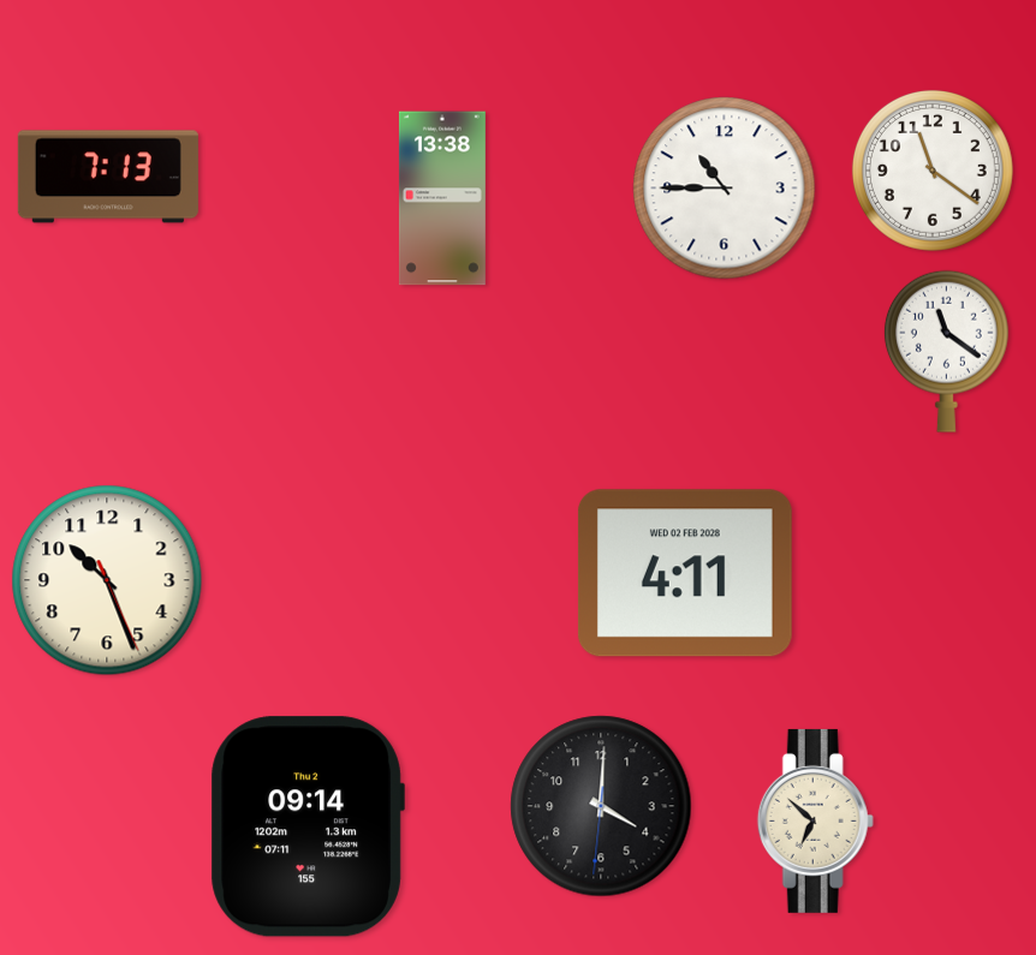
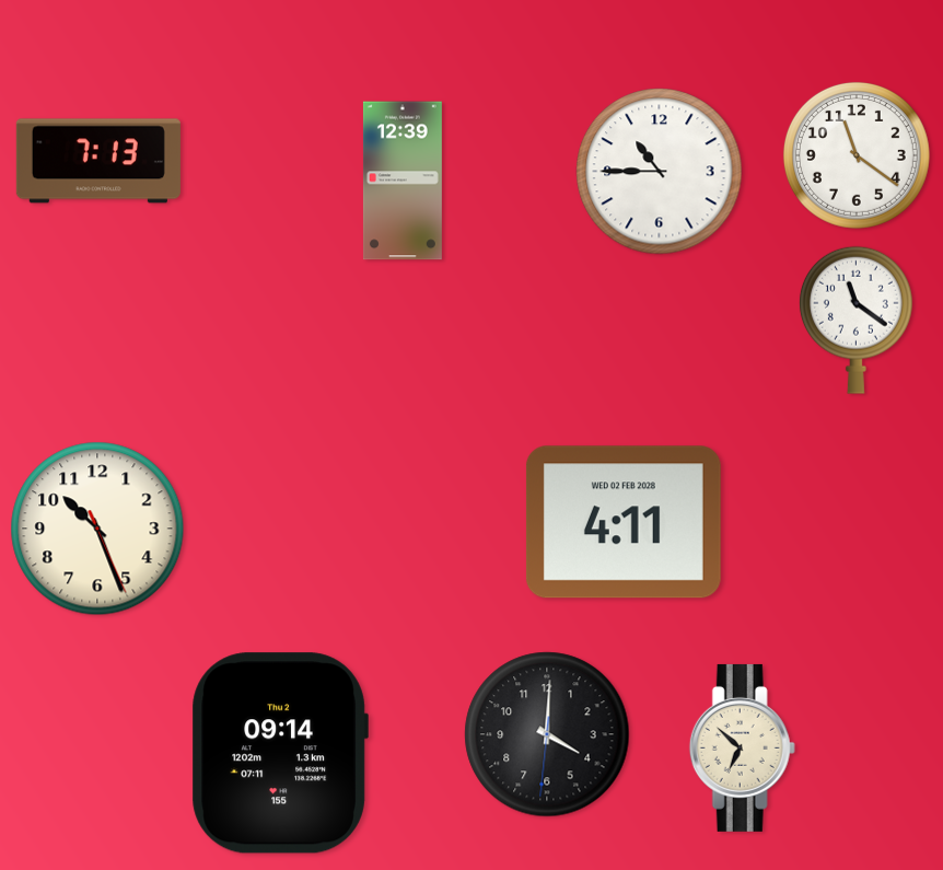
clock at (933, 171) position: (933, 171) -> (857, 155)
clock at (442, 198): 13:38 -> 12:39
clock at (946, 351) position: (946, 351) -> (855, 320)
